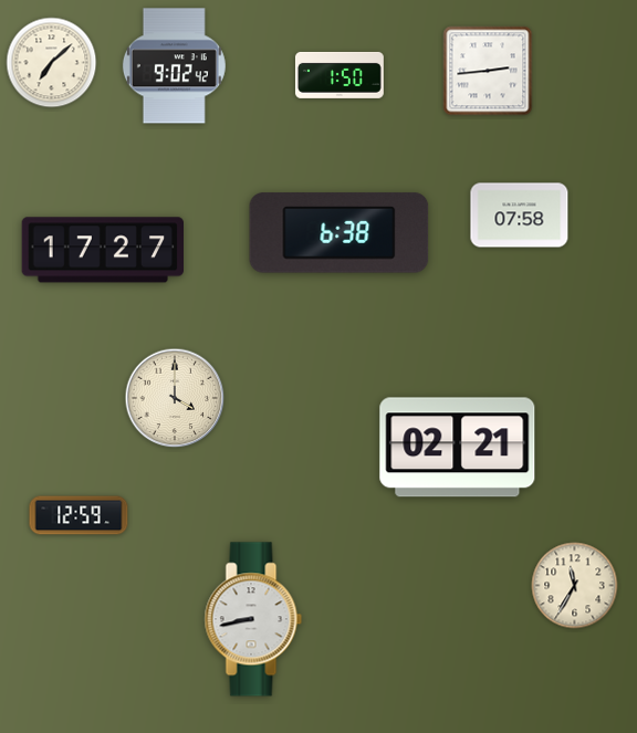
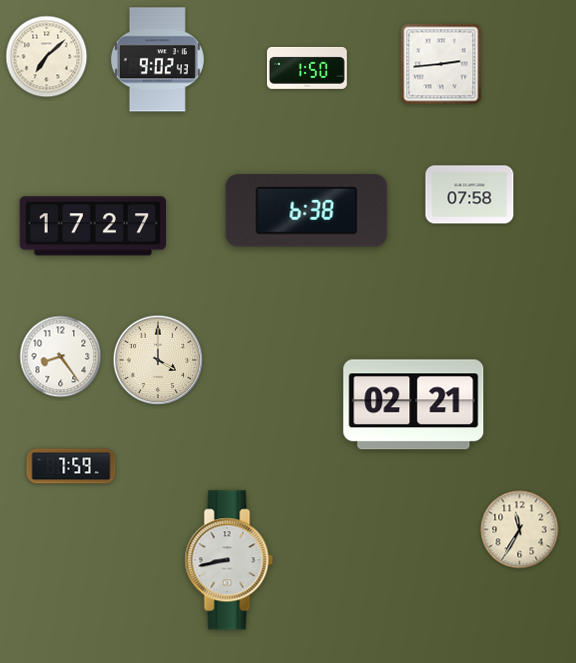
clock at (174, 66): 9:02:42 -> 9:02:43
clock at (61, 357): none -> 8:24
clock at (79, 515): 12:59 -> 7:59
